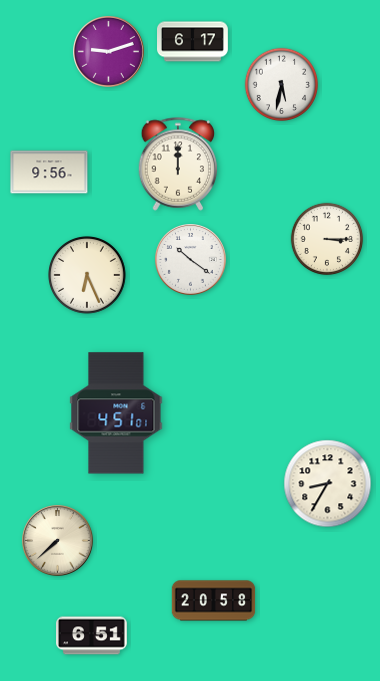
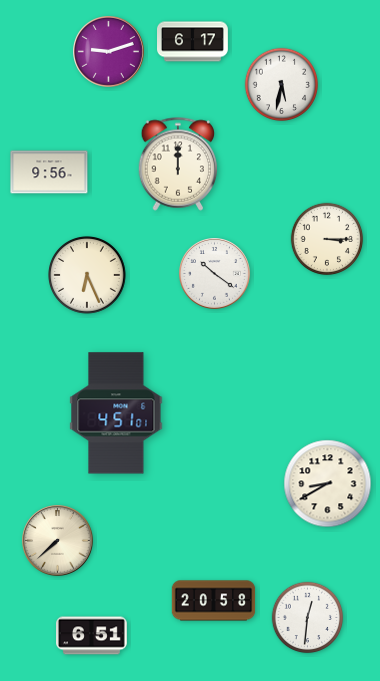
clock at (191, 260) position: (191, 260) -> (215, 274)
clock at (328, 484): 8:35 -> 8:40
clock at (308, 618): none -> 12:31
